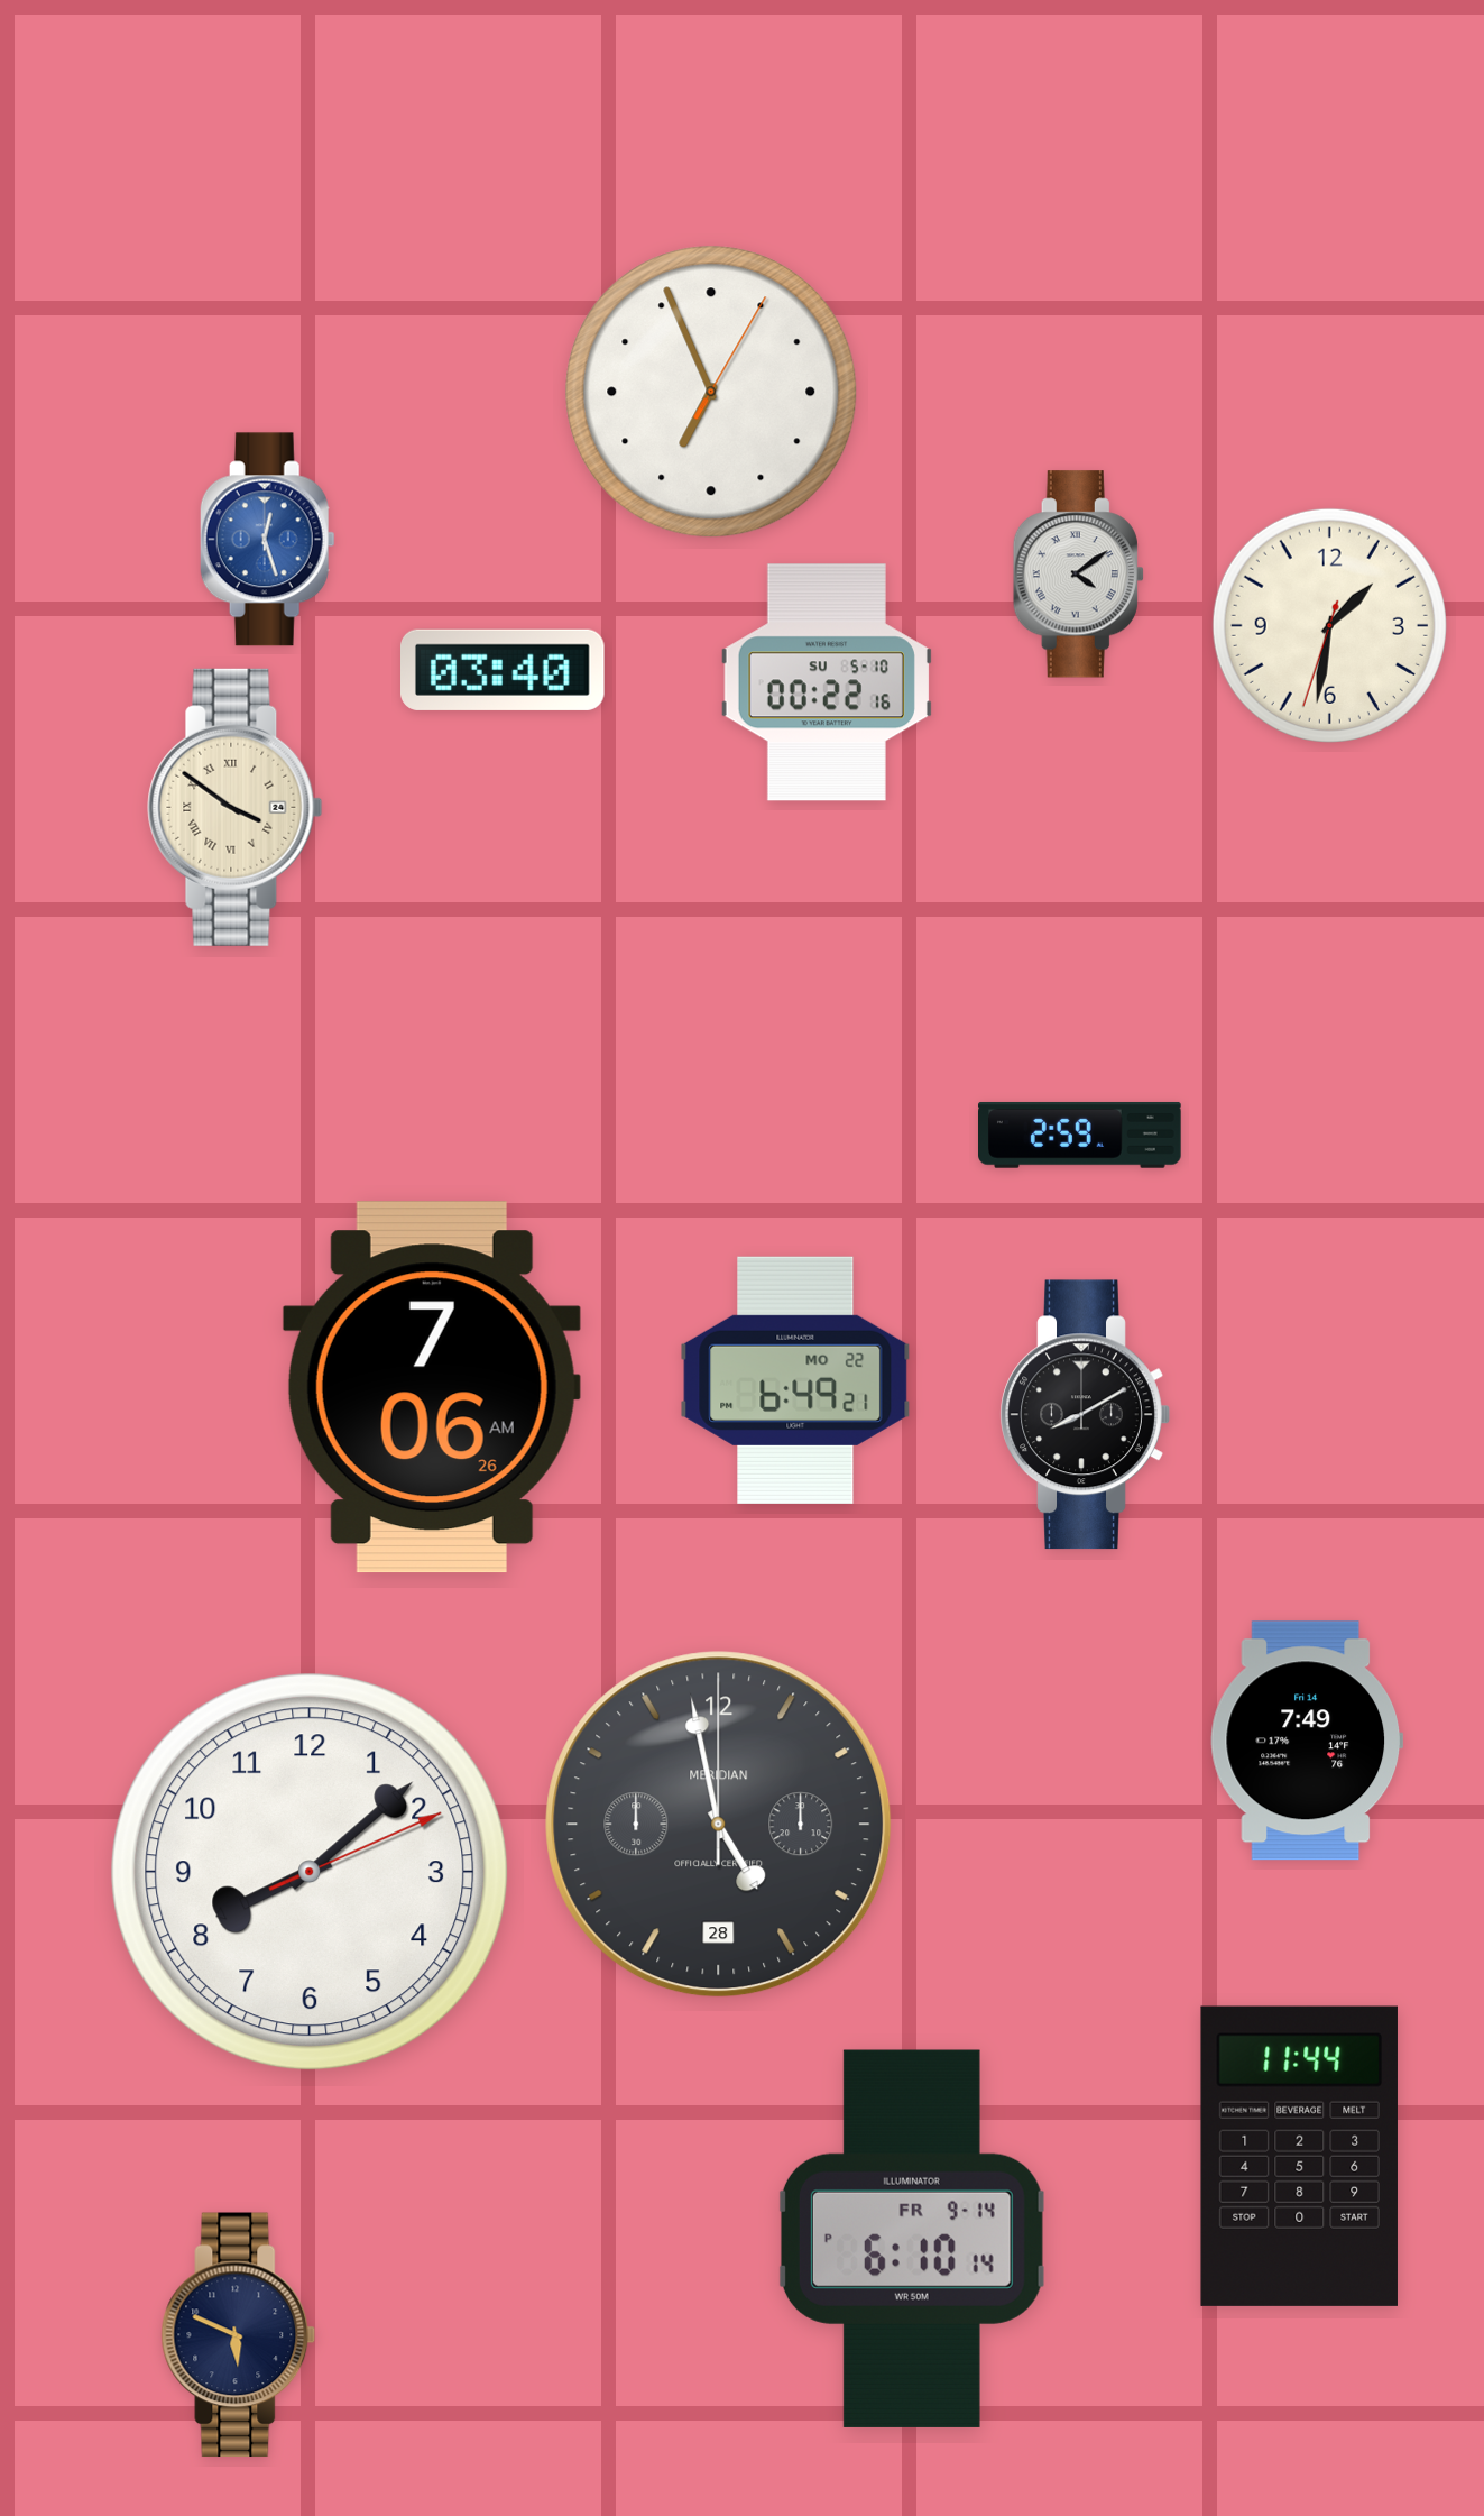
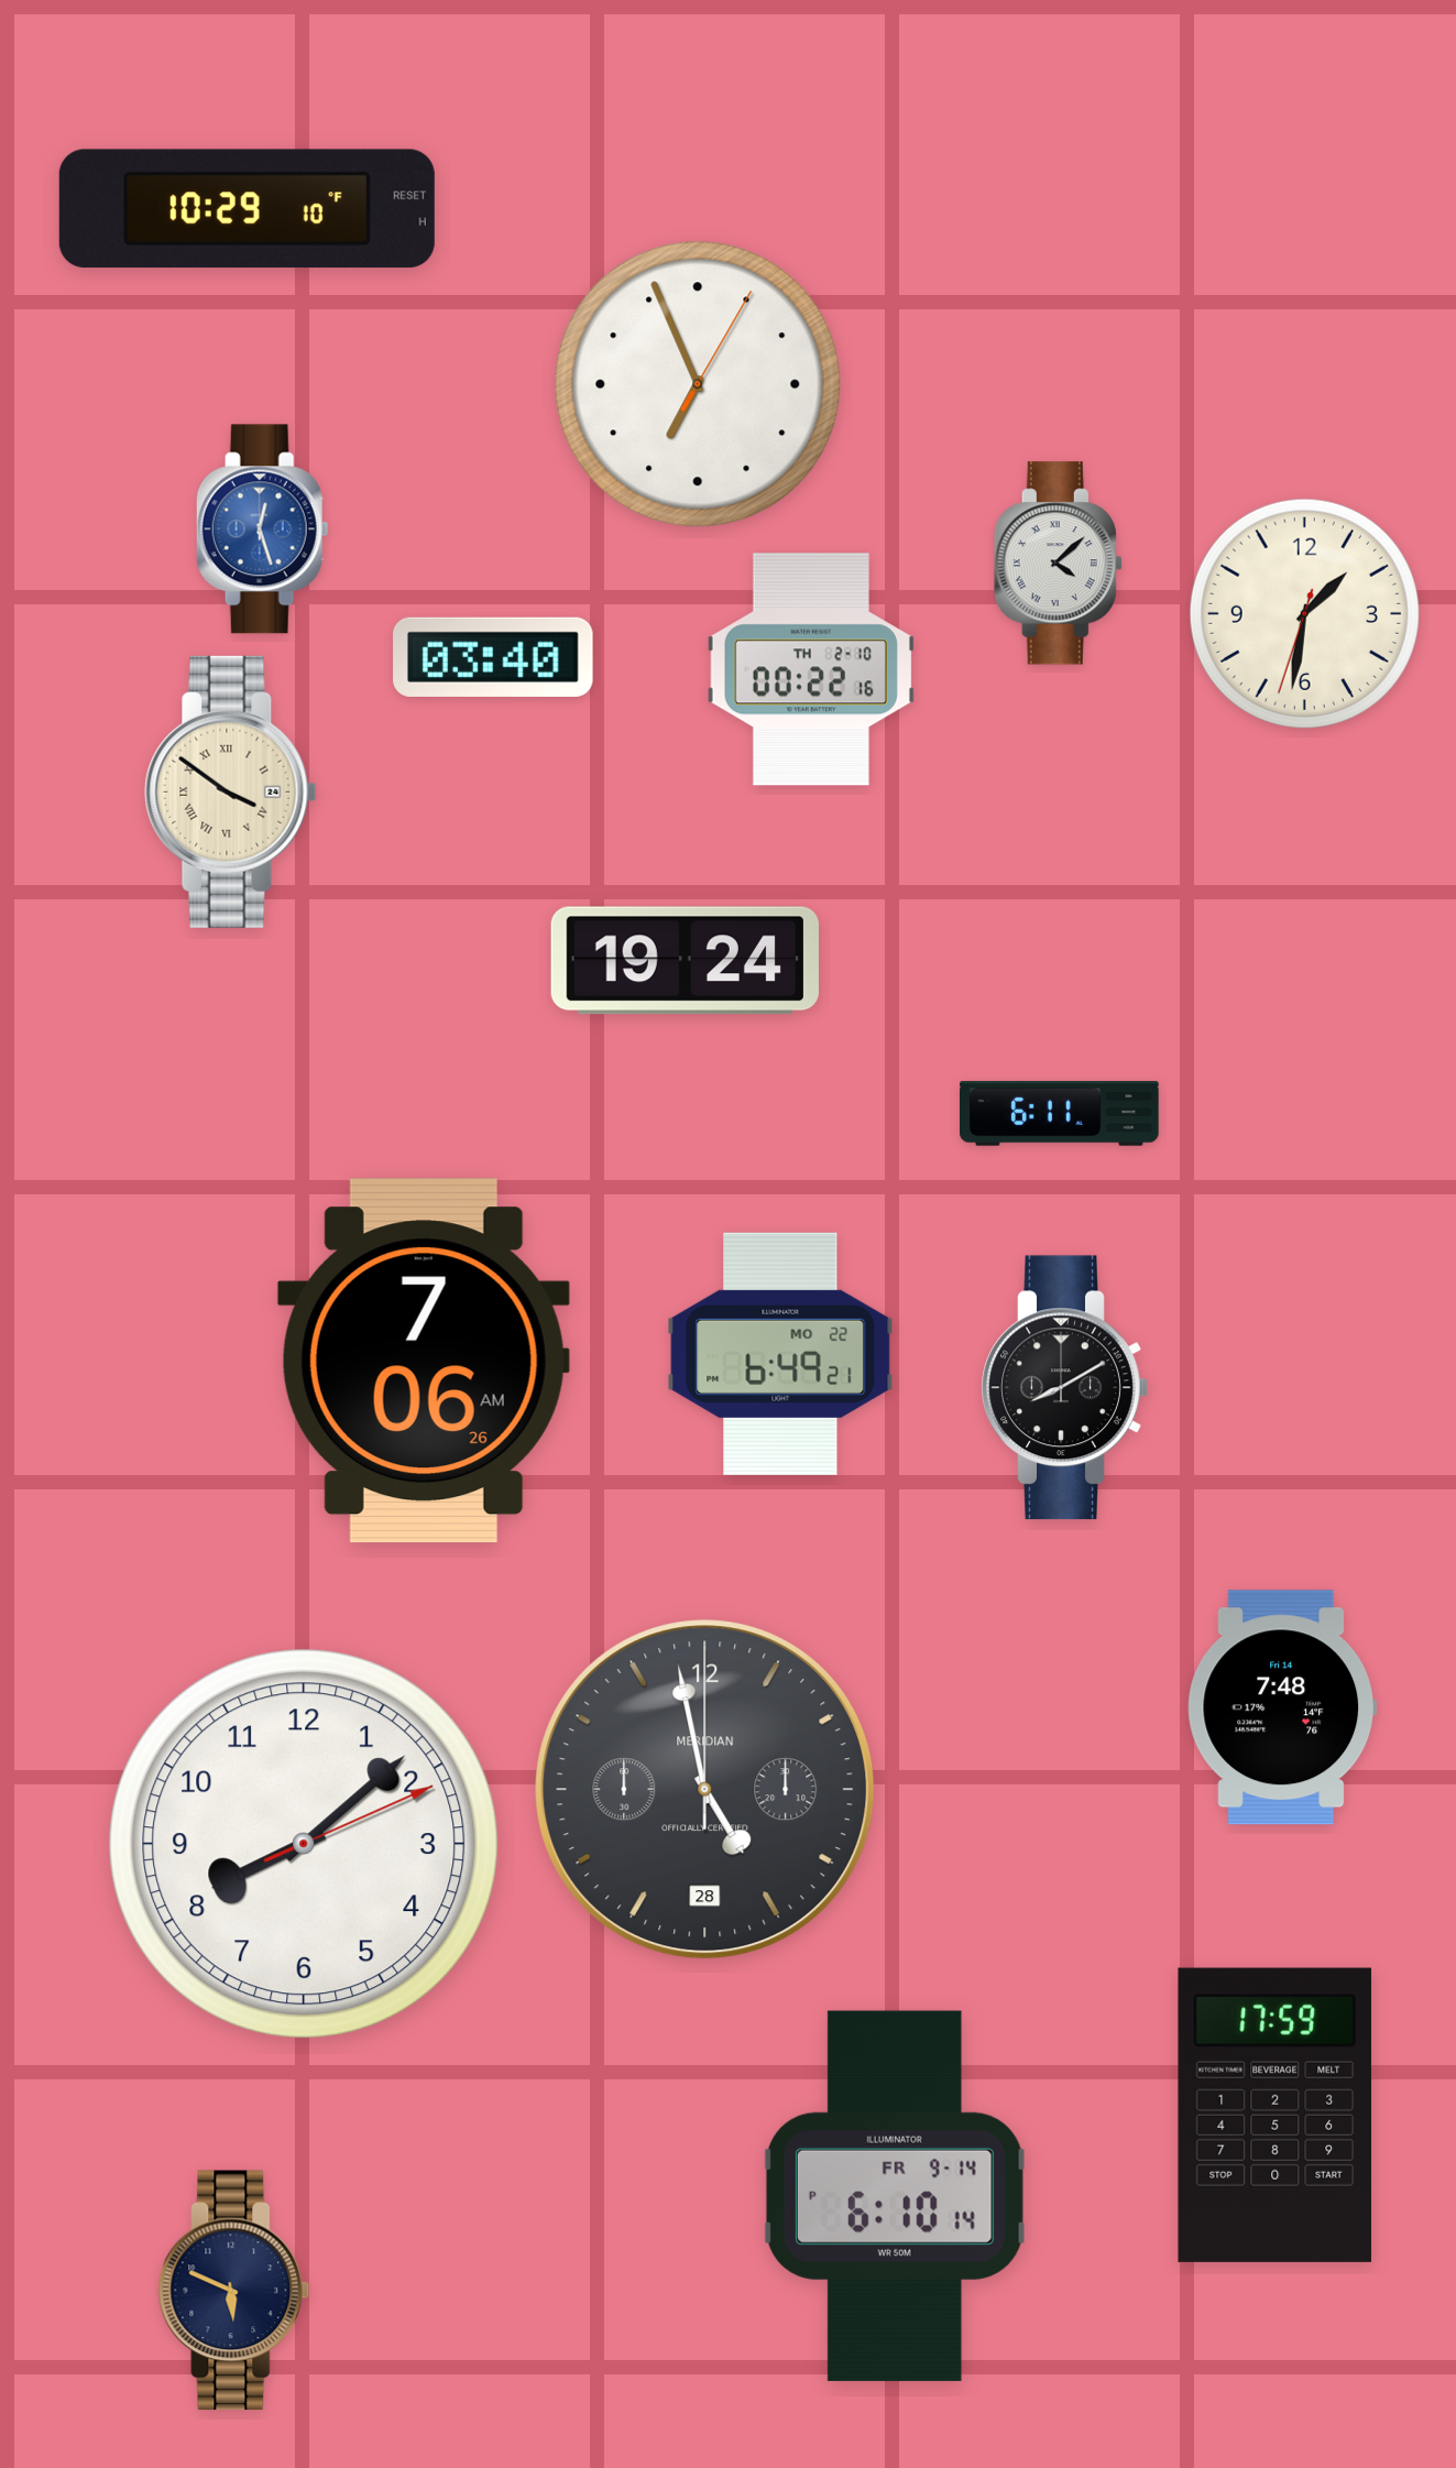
clock at (247, 209): none -> 10:29
clock at (1078, 575): 4:09 -> 4:08
clock at (827, 682) date: SU 5-10 -> TH 2-10
clock at (685, 961): none -> 19:24
clock at (1080, 1135): 2:59 -> 6:11
clock at (1307, 1741): 7:49 -> 7:48
clock at (310, 1872) position: (310, 1872) -> (304, 1844)
clock at (1299, 2156): 11:44 -> 17:59
